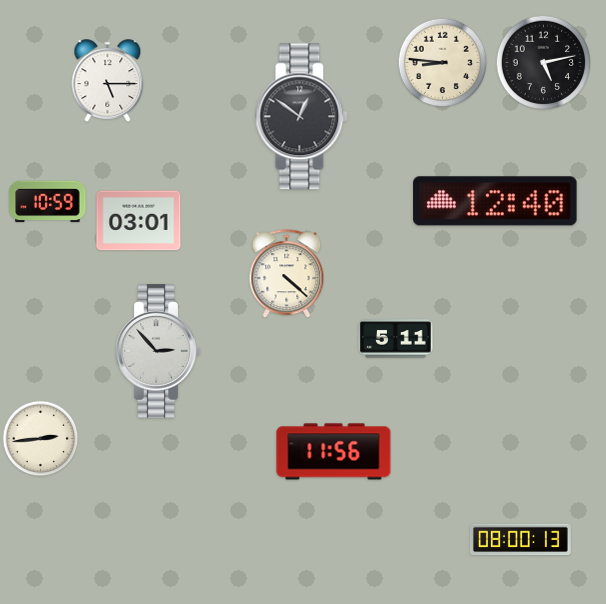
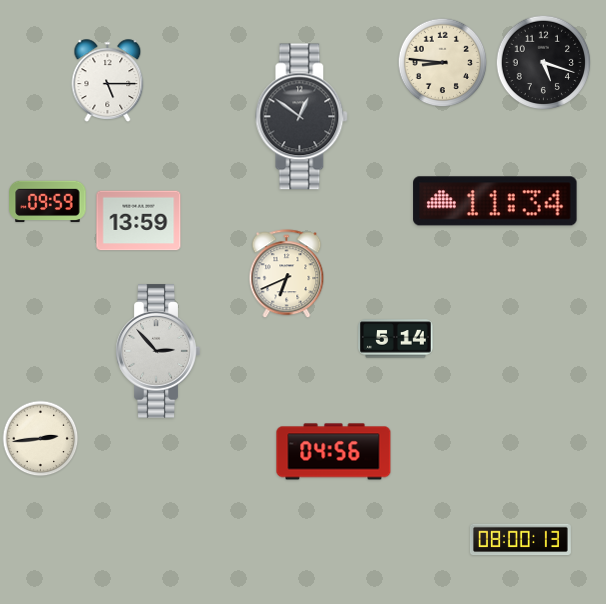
clock at (544, 63): 5:13 -> 5:18
clock at (495, 201): 12:40 -> 11:34
clock at (48, 202): 10:59 -> 09:59
clock at (139, 221): 03:01 -> 13:59
clock at (287, 274): 4:22 -> 6:41
clock at (396, 339): 5:11 -> 5:14
clock at (334, 452): 11:56 -> 04:56
